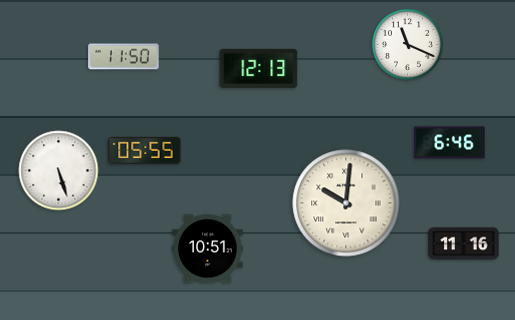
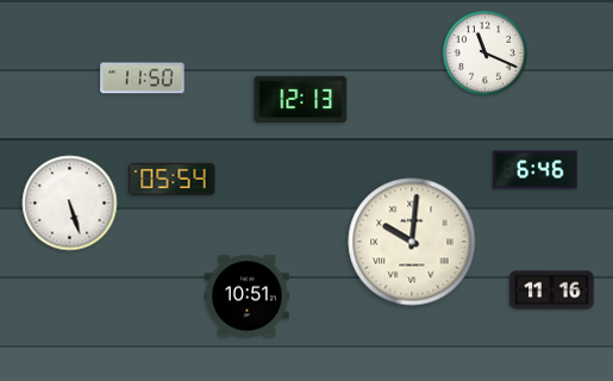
clock at (124, 57) position: (124, 57) -> (143, 79)
clock at (259, 68) position: (259, 68) -> (301, 99)
clock at (145, 150): 05:55 -> 05:54
